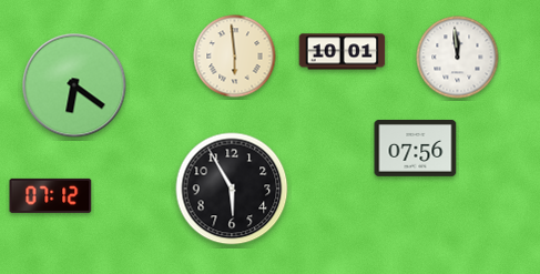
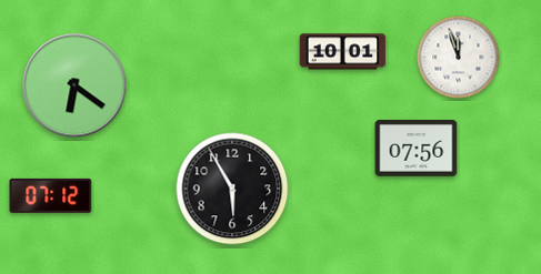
clock at (235, 57): 5:59 -> none
clock at (458, 58): 11:59 -> 11:57
